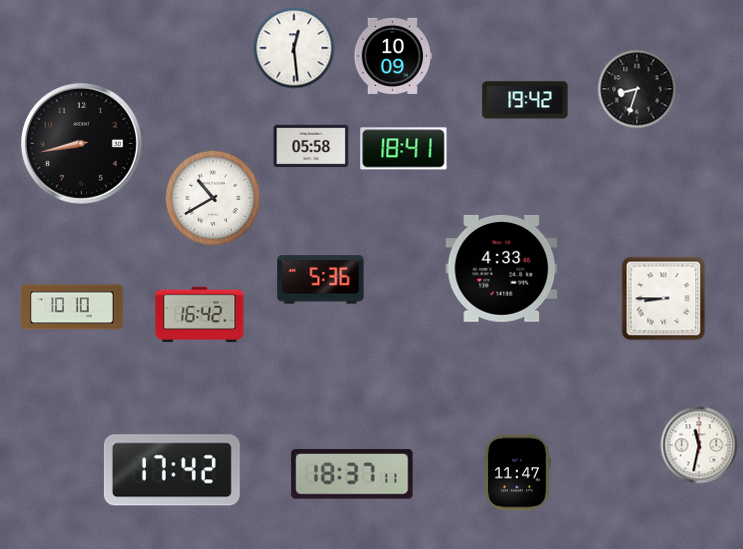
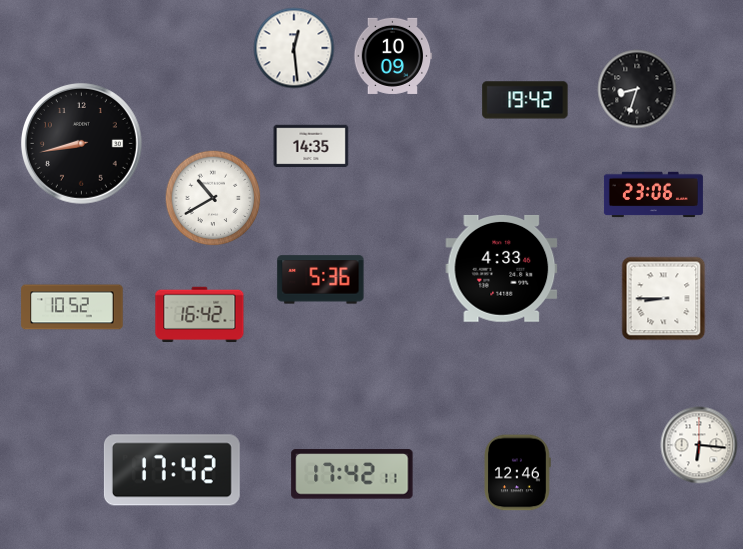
clock at (311, 146): 05:58 -> 14:35
clock at (404, 149): 18:41 -> none
clock at (653, 195): none -> 23:06
clock at (72, 307): 10:10 -> 10:52
clock at (699, 445): 11:32 -> 6:16
clock at (517, 473): 11:47 -> 12:46
clock at (352, 474): 18:37 -> 17:42
